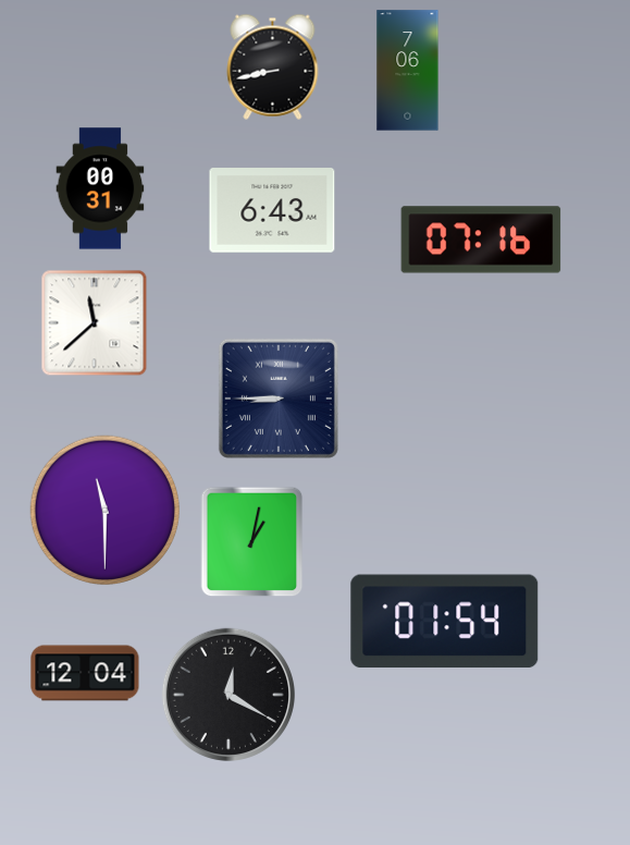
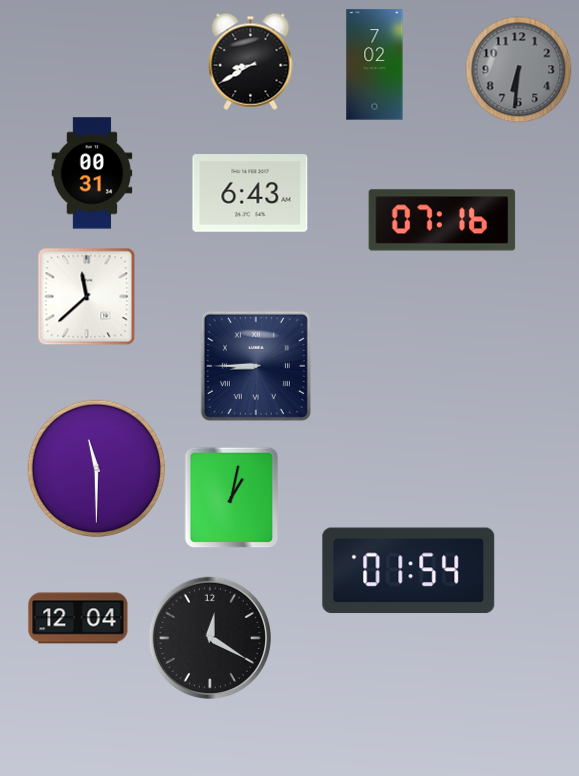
clock at (273, 66): 8:43 -> 8:40
clock at (408, 71): 7:06 -> 7:02
clock at (519, 70): none -> 6:31
